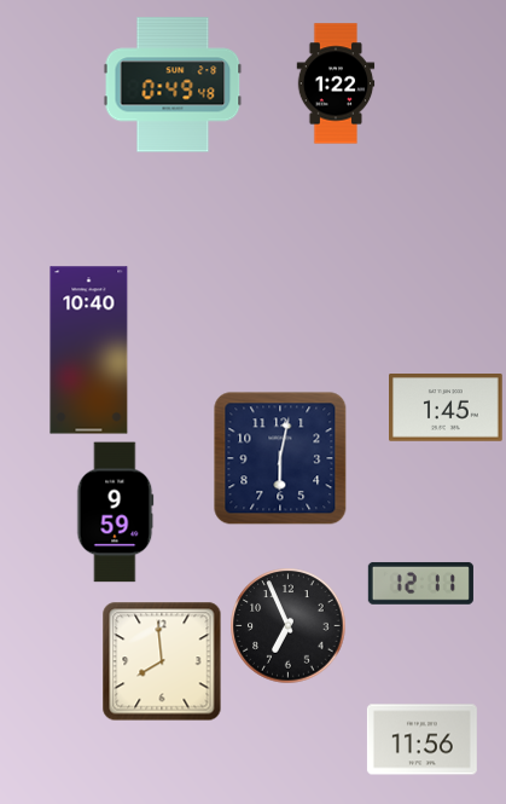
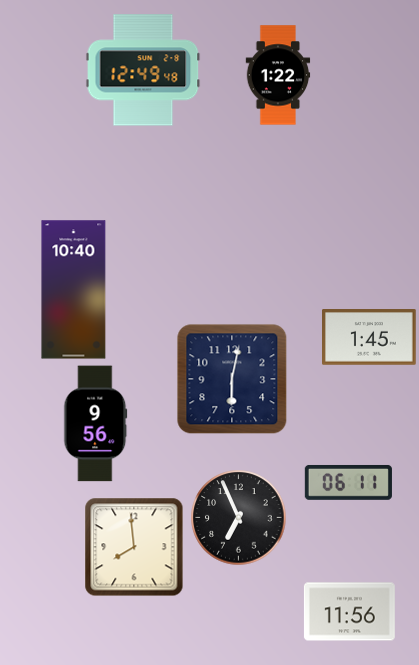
clock at (336, 83) position: (336, 83) -> (278, 75)
clock at (173, 85): 0:49 -> 12:49
clock at (116, 513): 9:59 -> 9:56
clock at (420, 583): 12:11 -> 06:11
